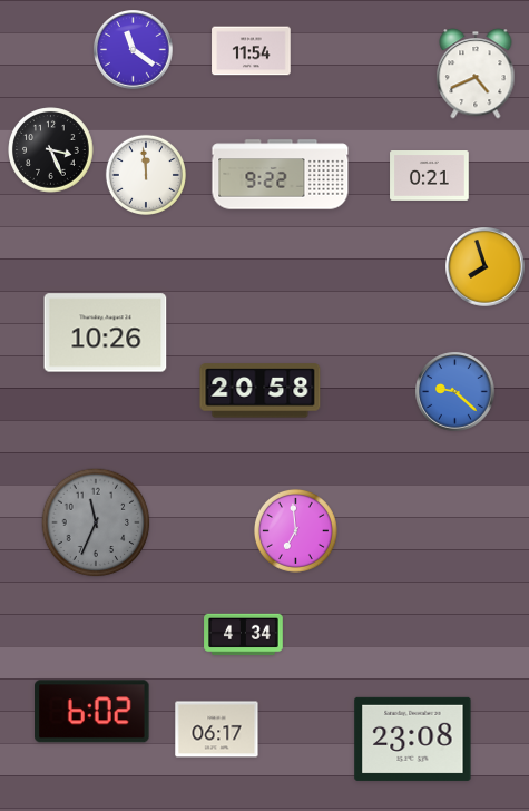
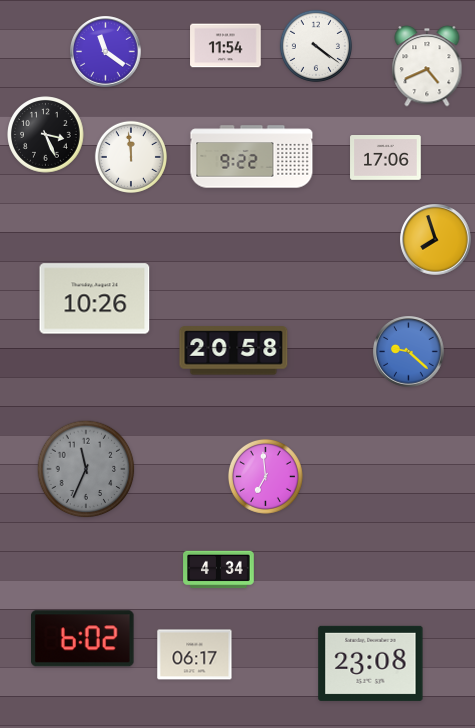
clock at (134, 50) position: (134, 50) -> (106, 52)
clock at (316, 46): none -> 4:21
clock at (430, 176): 0:21 -> 17:06
